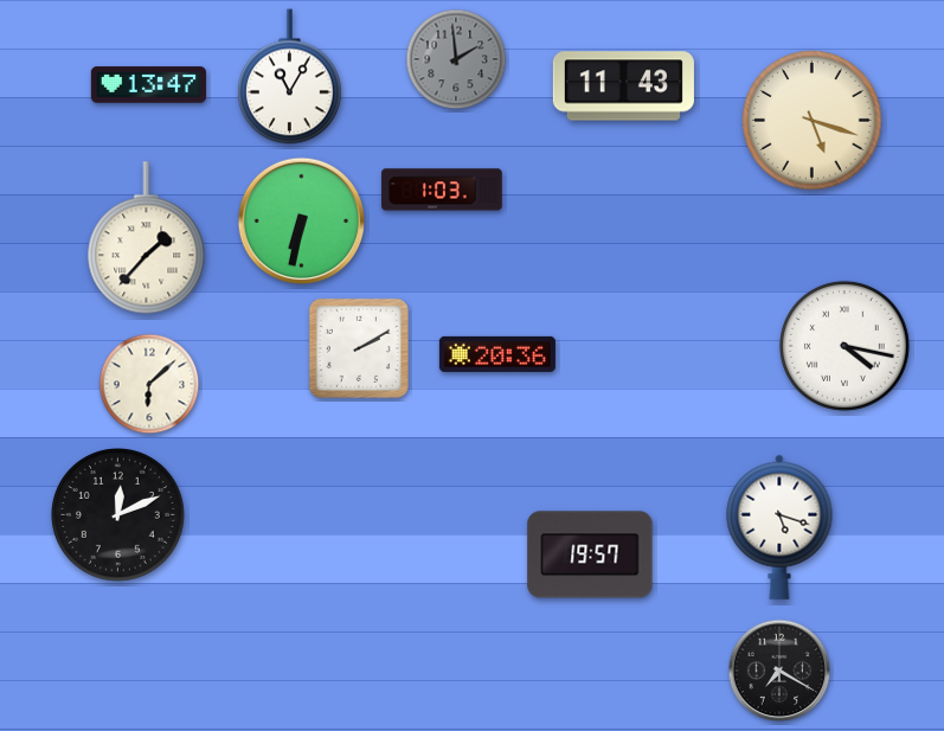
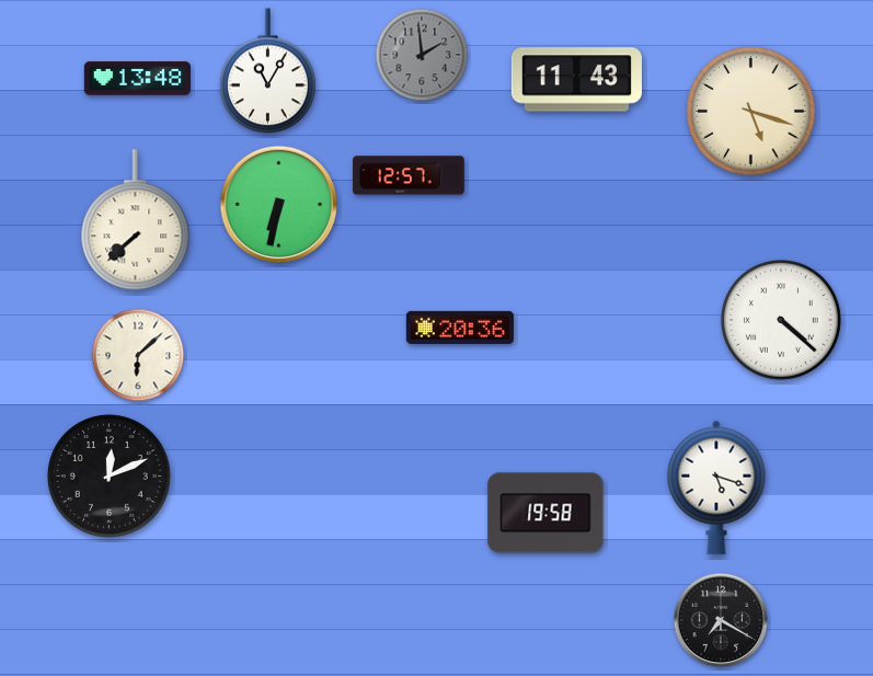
clock at (148, 85): 13:47 -> 13:48
clock at (442, 190): 1:03 -> 12:57
clock at (147, 238): 1:37 -> 7:38
clock at (845, 346): 4:17 -> 4:22
clock at (359, 348): 2:10 -> none
clock at (779, 527) position: (779, 527) -> (716, 488)
clock at (590, 554): 19:57 -> 19:58
